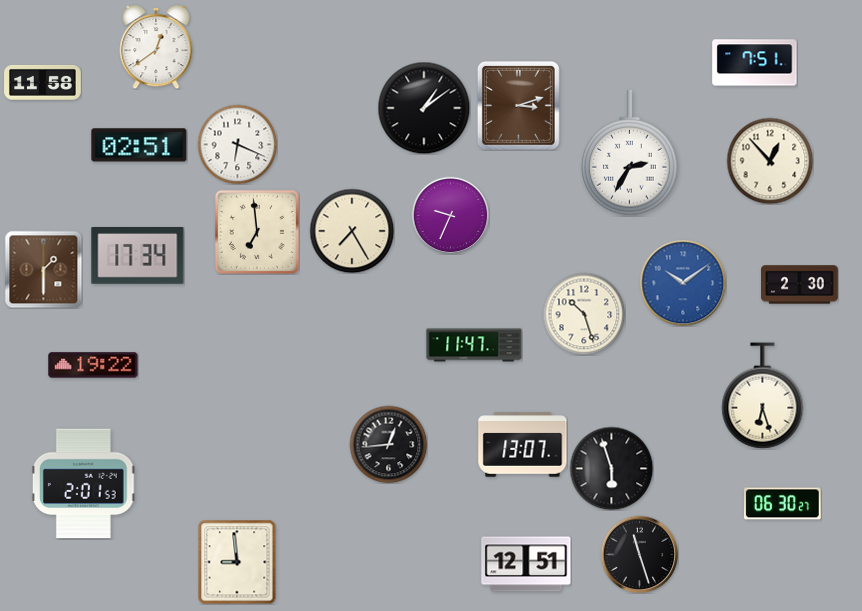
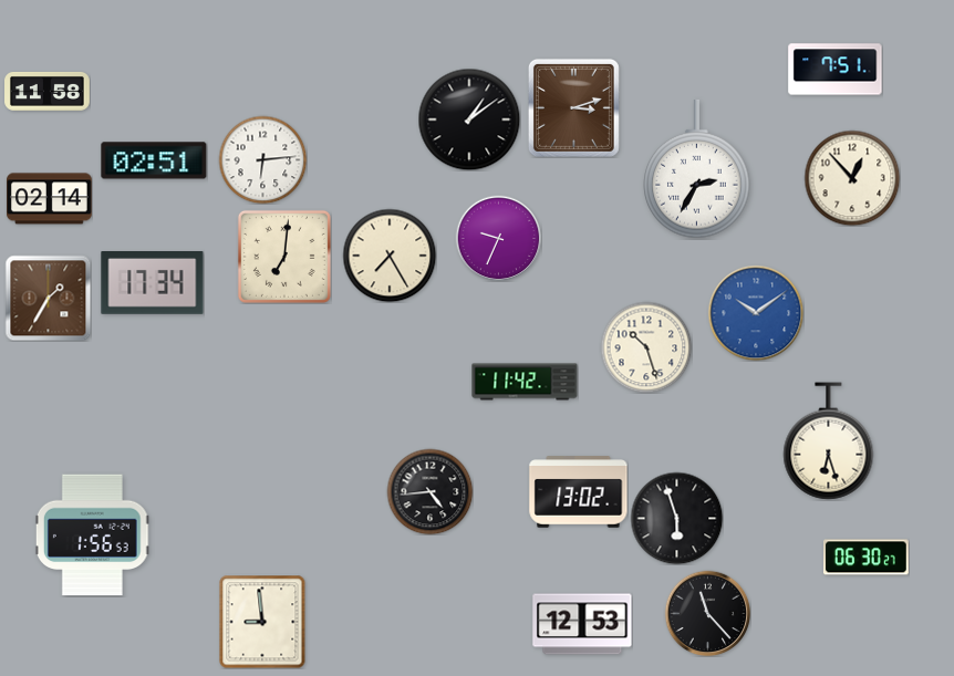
clock at (156, 47): 12:39 -> none
clock at (518, 105) position: (518, 105) -> (573, 107)
clock at (237, 144): 6:19 -> 6:14
clock at (50, 199): none -> 02:14
clock at (257, 232): 6:59 -> 7:01
clock at (43, 269): 1:30 -> 1:35
clock at (800, 285): 2:30 -> none
clock at (474, 345): 11:47 -> 11:42
clock at (93, 365): 19:22 -> none
clock at (763, 396) position: (763, 396) -> (829, 441)
clock at (388, 444): 12:44 -> 4:44
clock at (523, 445): 13:07 -> 13:02
clock at (83, 484): 2:01 -> 1:56
clock at (639, 554): 11:27 -> 11:23
clock at (526, 564): 12:51 -> 12:53
